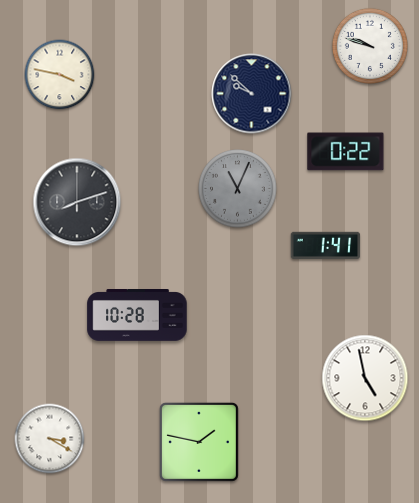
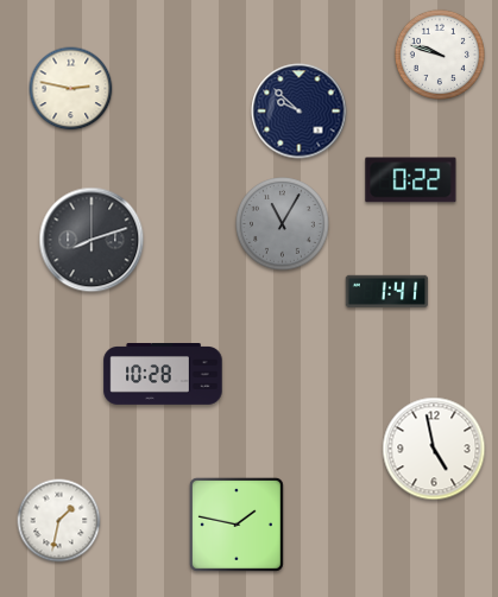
clock at (60, 75): 3:47 -> 2:47
clock at (238, 189): 11:04 -> 11:05
clock at (50, 439): 3:20 -> 1:32
